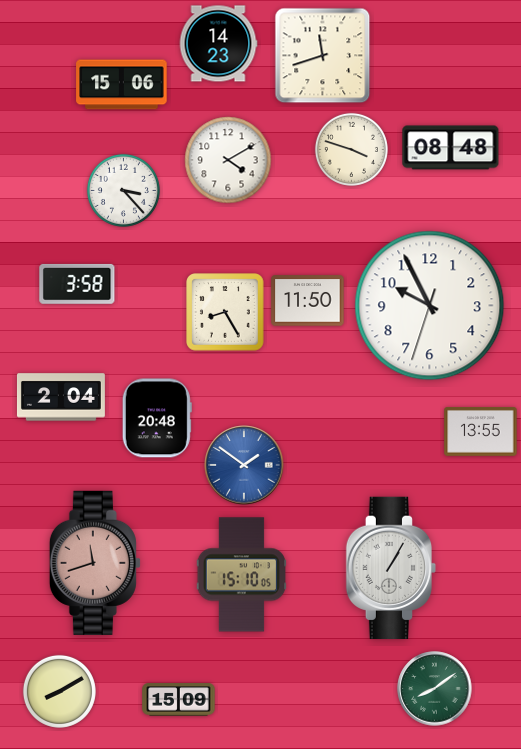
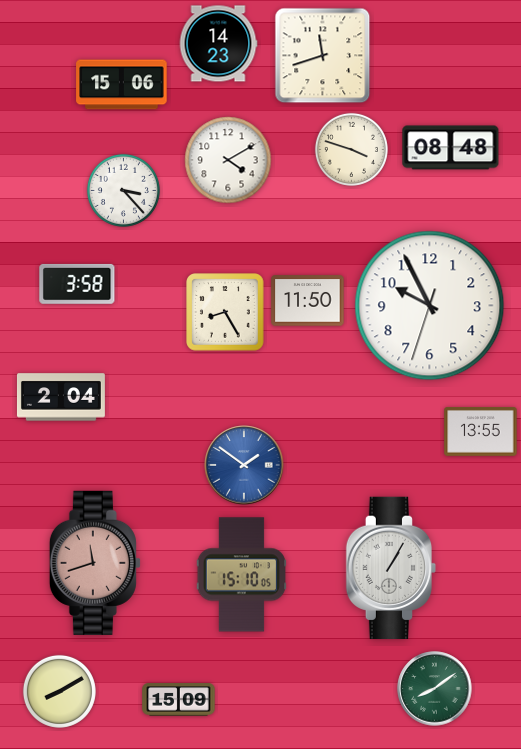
clock at (157, 418): 20:48 -> none
